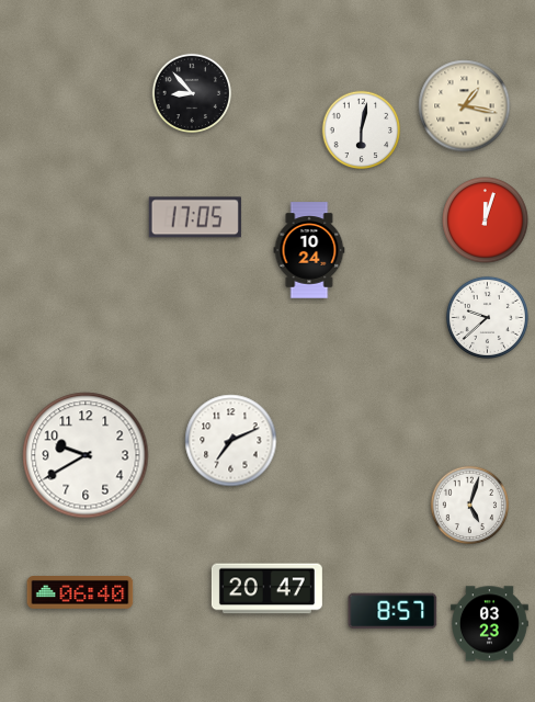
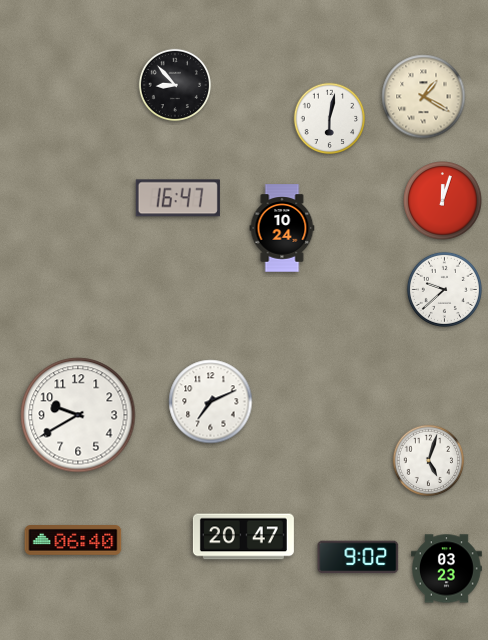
clock at (465, 106): 1:17 -> 1:20
clock at (195, 217): 17:05 -> 16:47
clock at (392, 611): 8:57 -> 9:02
